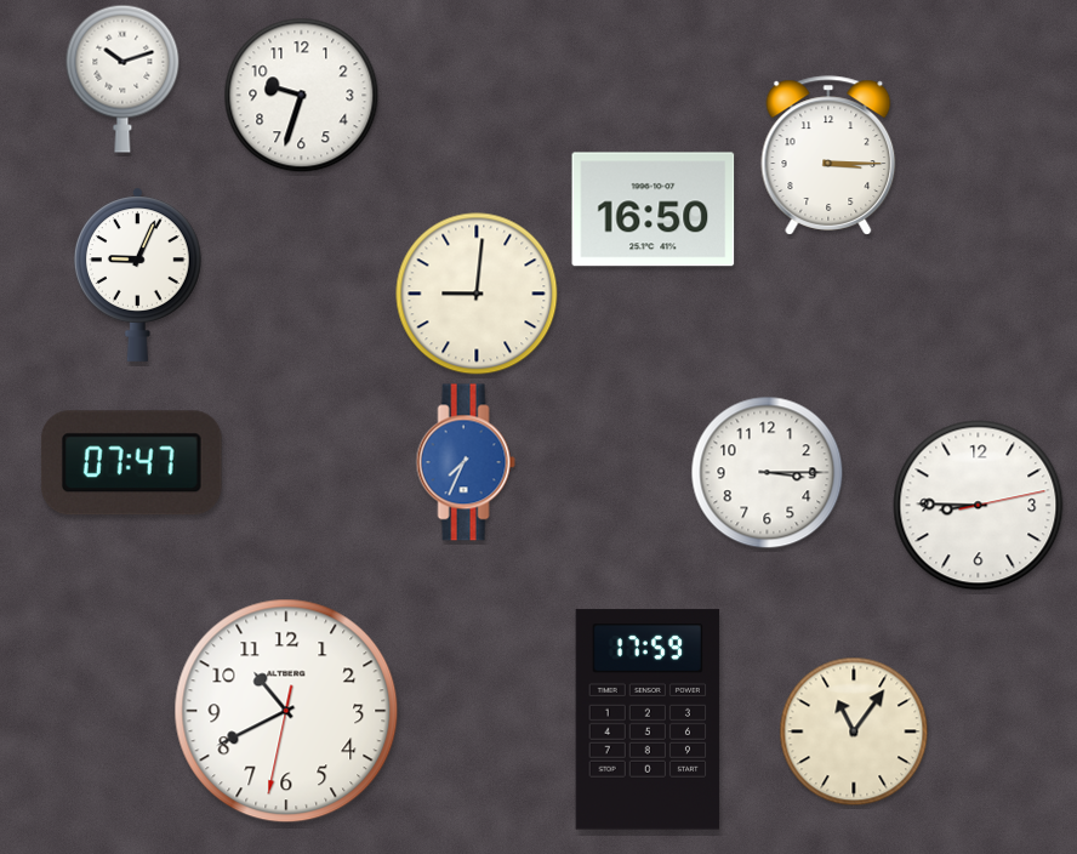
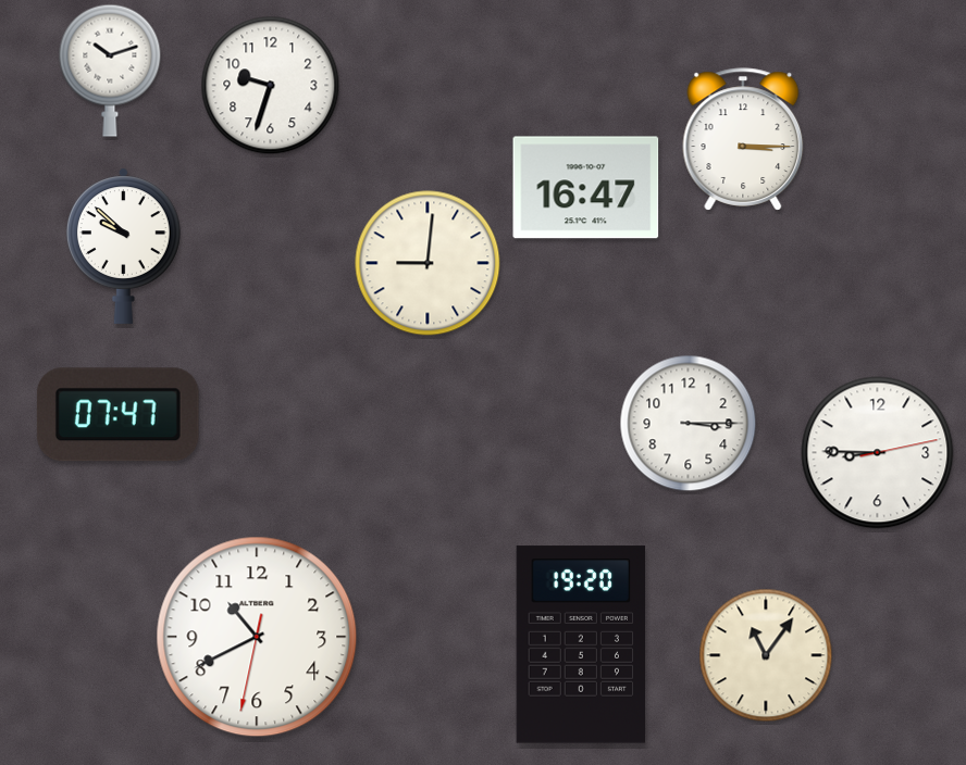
clock at (654, 210): 16:50 -> 16:47
clock at (137, 274): 9:04 -> 9:52
clock at (466, 462): 7:34 -> none
clock at (648, 719): 17:59 -> 19:20
